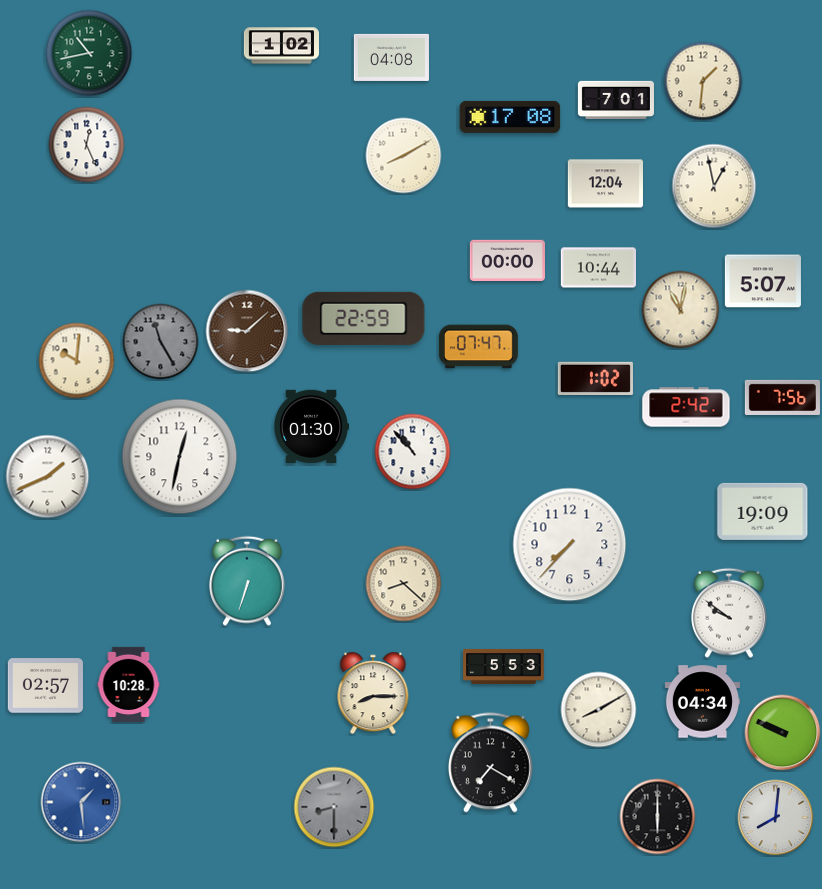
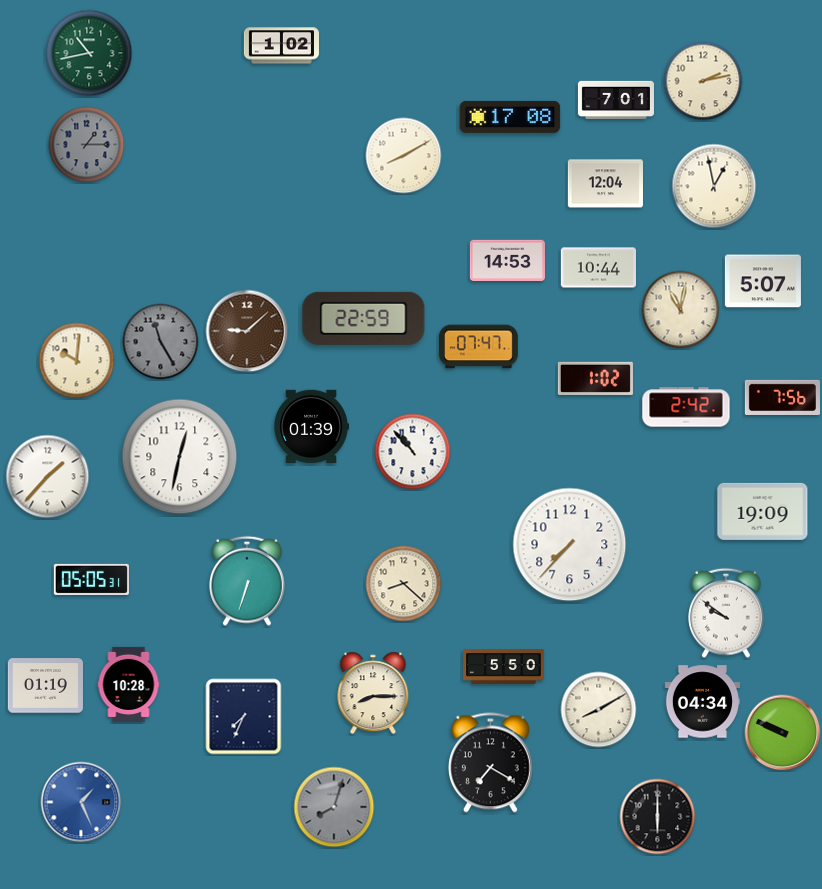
clock at (391, 57): 04:08 -> none
clock at (703, 81): 1:31 -> 2:13
clock at (87, 145): 12:26 -> 1:15
clock at (87, 145) dial: white -> grey
clock at (507, 261): 00:00 -> 14:53
clock at (312, 427): 01:30 -> 01:39
clock at (48, 477): 1:41 -> 1:37
clock at (91, 579): none -> 05:05
clock at (729, 613) position: (729, 613) -> (726, 613)
clock at (504, 666): 5:53 -> 5:50
clock at (45, 686): 02:57 -> 01:19
clock at (244, 717): none -> 7:34
clock at (81, 802): 1:29 -> 1:26
clock at (334, 807): 8:30 -> 8:03
clock at (776, 818): 8:01 -> none
